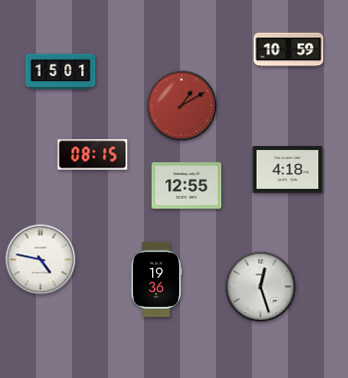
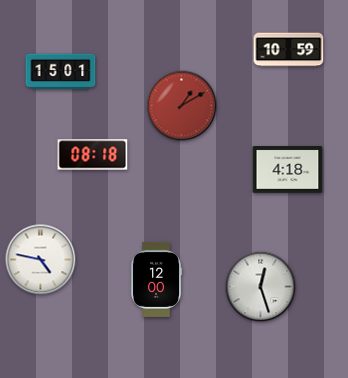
clock at (93, 155): 08:15 -> 08:18
clock at (187, 186): 12:55 -> none
clock at (157, 279): 19:36 -> 12:00
